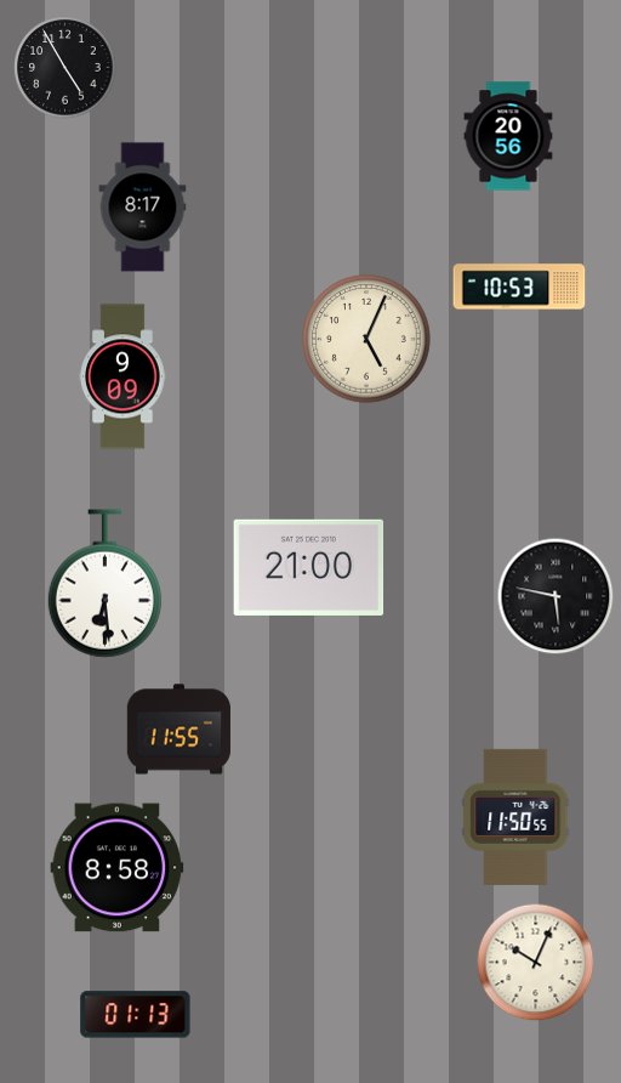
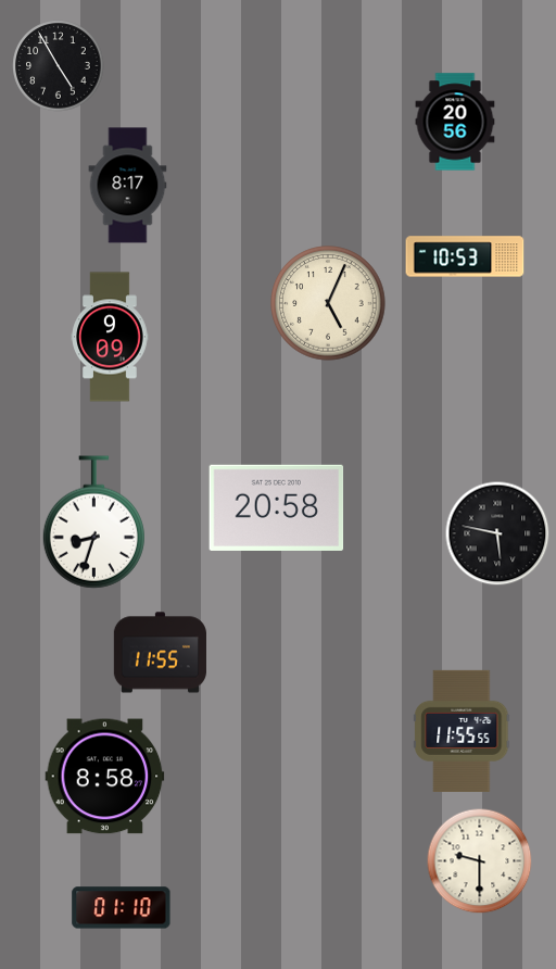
clock at (65, 68) position: (65, 68) -> (59, 66)
clock at (309, 567): 21:00 -> 20:58
clock at (104, 584): 6:29 -> 8:33
clock at (515, 817): 11:50 -> 11:55
clock at (536, 963): 10:04 -> 9:30
clock at (136, 1015): 01:13 -> 01:10
